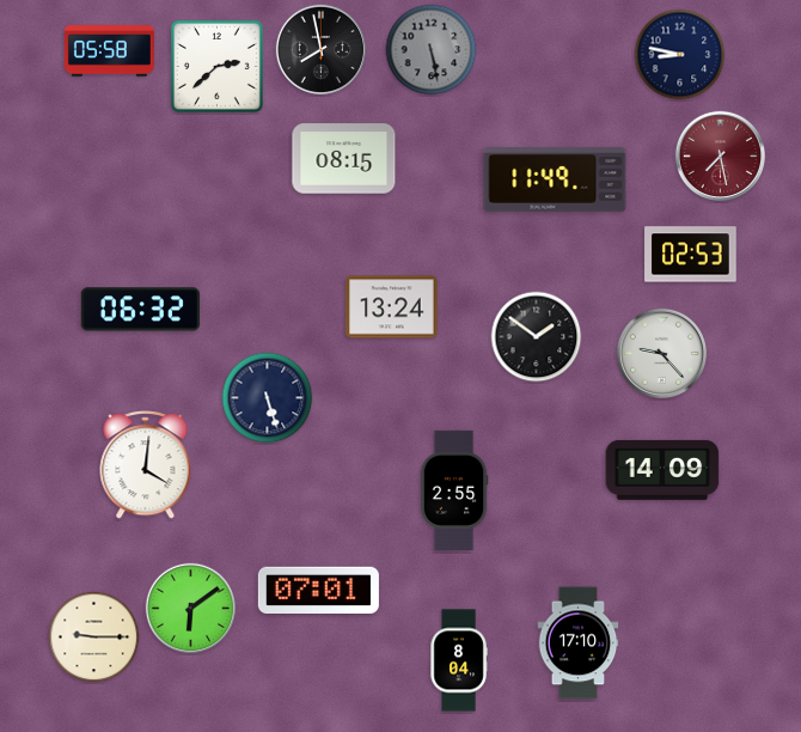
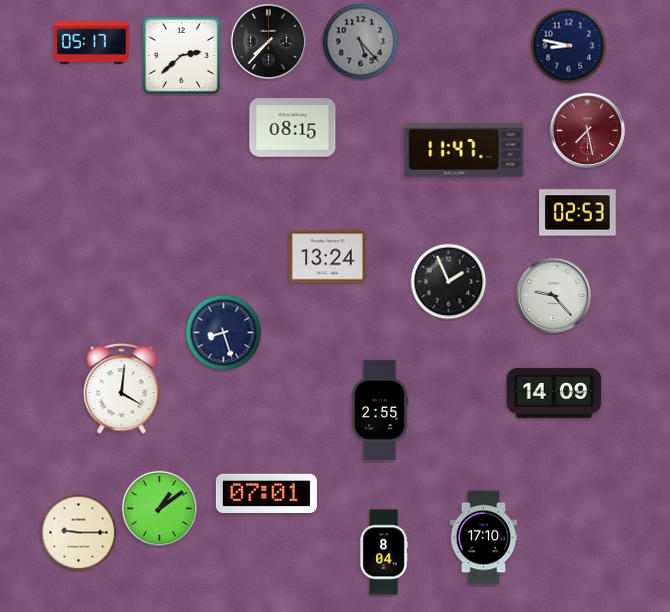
clock at (320, 49): 7:58 -> 7:37
clock at (432, 50): 5:28 -> 5:23
clock at (110, 51): 05:58 -> 05:17
clock at (720, 155) position: (720, 155) -> (587, 130)
clock at (344, 159) position: (344, 159) -> (293, 128)
clock at (555, 181): 11:49 -> 11:47
clock at (140, 310): 06:32 -> none
clock at (537, 337): 1:51 -> 1:56
clock at (268, 398): 5:27 -> 8:27
clock at (190, 608): 6:09 -> 1:09
